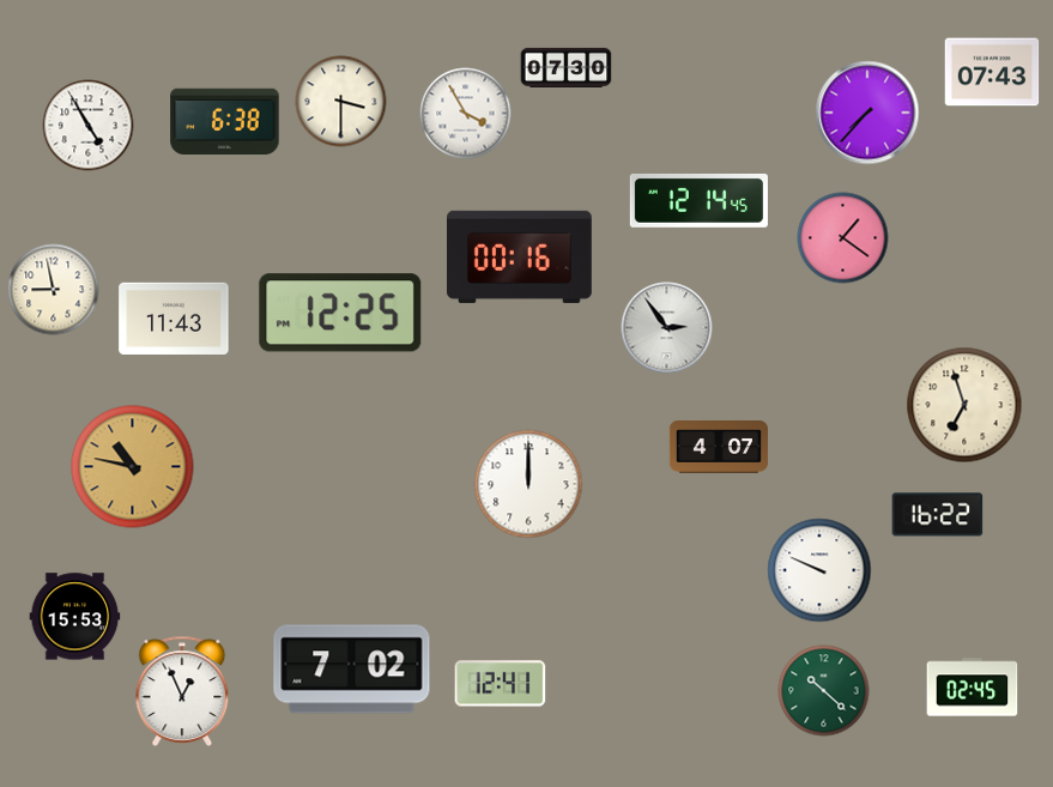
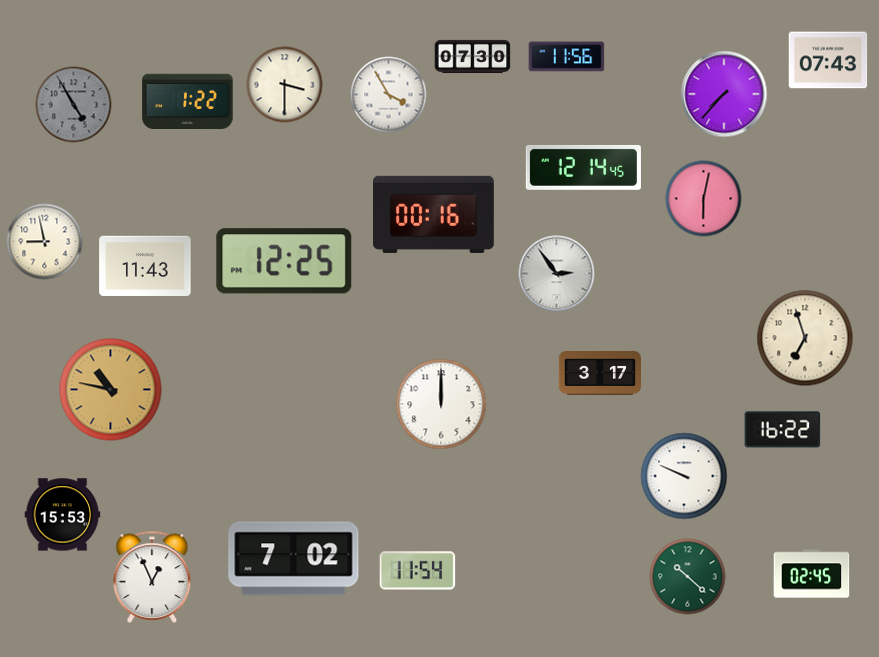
clock at (567, 57): none -> 11:56
clock at (225, 121): 6:38 -> 1:22
clock at (89, 126) dial: white -> grey
clock at (843, 238): 1:21 -> 6:02
clock at (719, 448): 4:07 -> 3:17
clock at (501, 684): 12:41 -> 11:54
